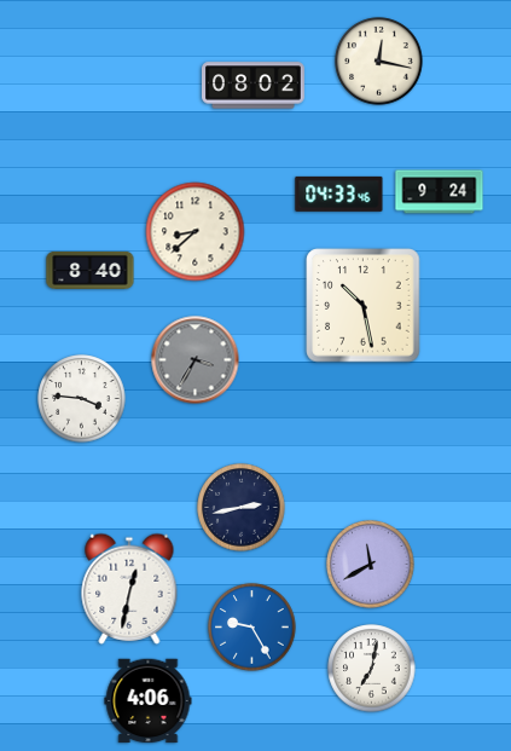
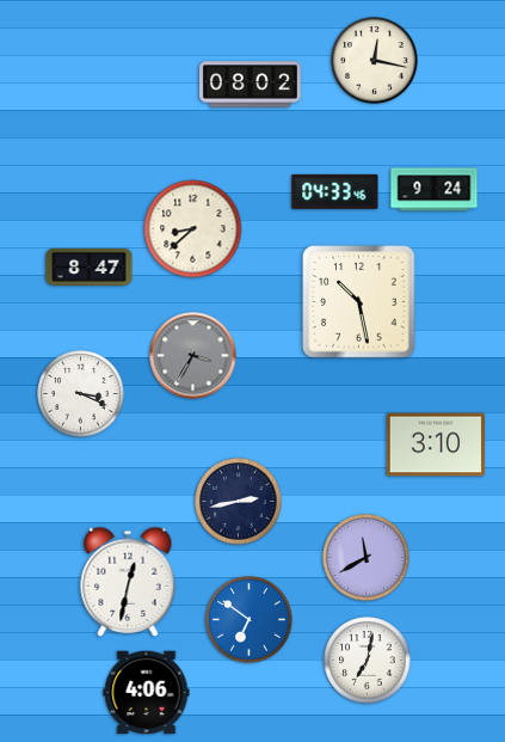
clock at (91, 270): 8:40 -> 8:47
clock at (82, 399): 3:46 -> 3:19
clock at (436, 444): none -> 3:10
clock at (252, 628): 9:25 -> 6:51
